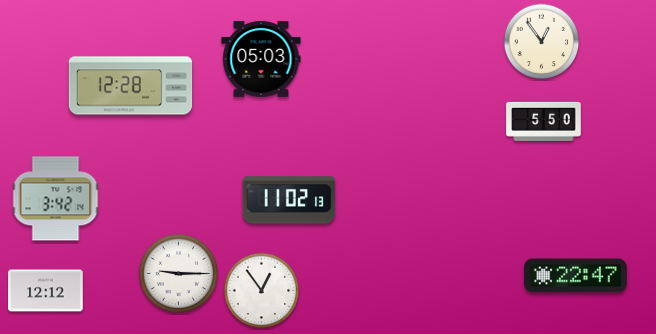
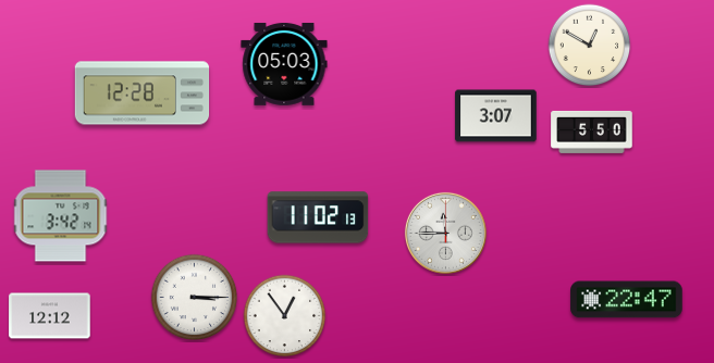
clock at (542, 42): 12:54 -> 12:50
clock at (496, 116): none -> 3:07
clock at (289, 200) position: (289, 200) -> (318, 217)
clock at (445, 233): none -> 11:45
clock at (179, 274): 9:15 -> 3:15
